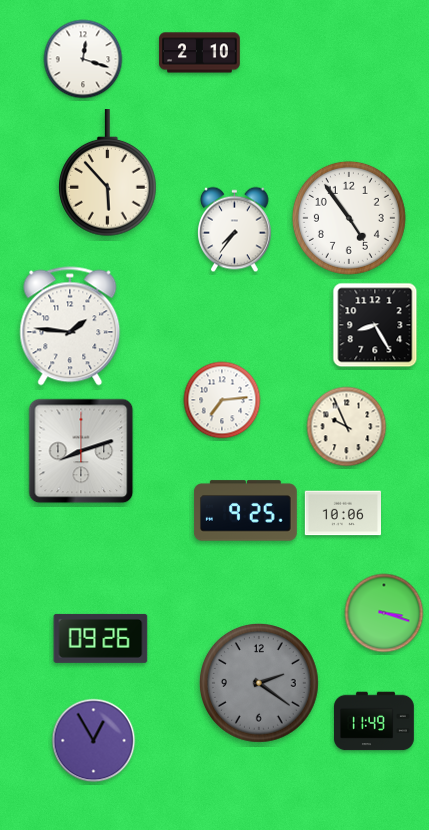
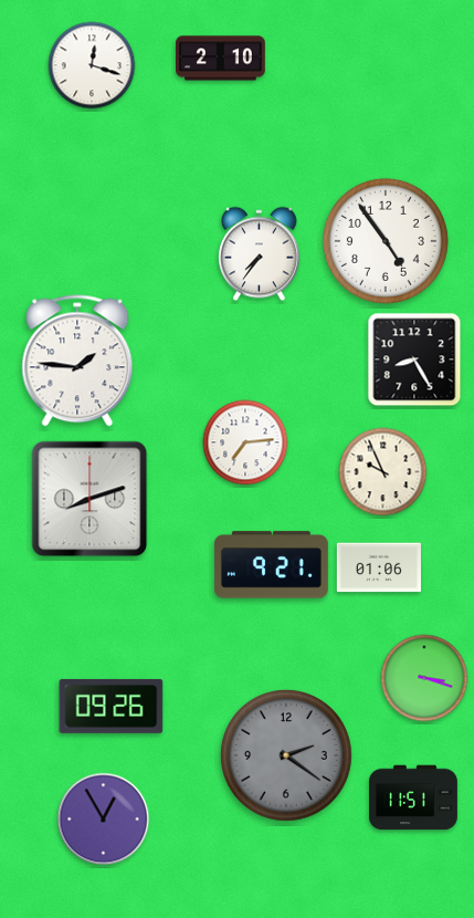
clock at (108, 173): 5:53 -> none
clock at (246, 511): 9:25 -> 9:21
clock at (343, 513): 10:06 -> 01:06
clock at (375, 721): 11:49 -> 11:51
